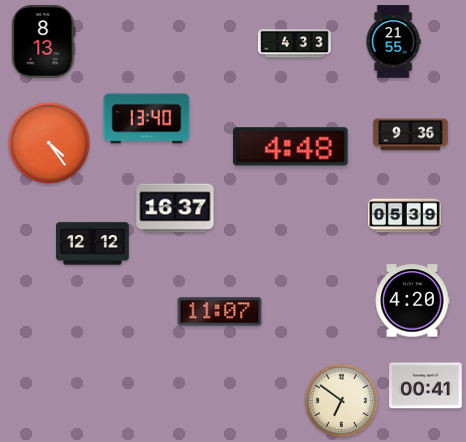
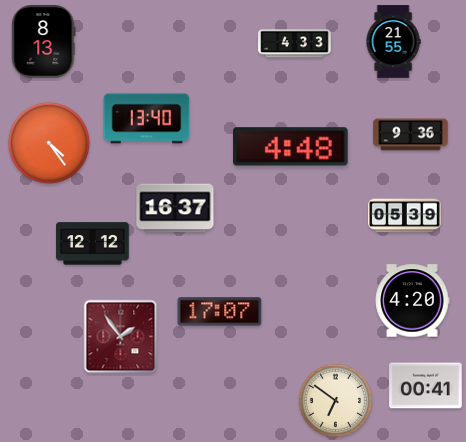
clock at (220, 312): 11:07 -> 17:07
clock at (121, 337): none -> 1:54
clock at (342, 401) position: (342, 401) -> (336, 401)
